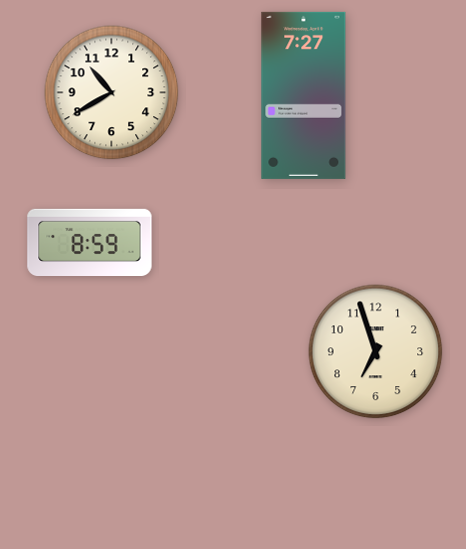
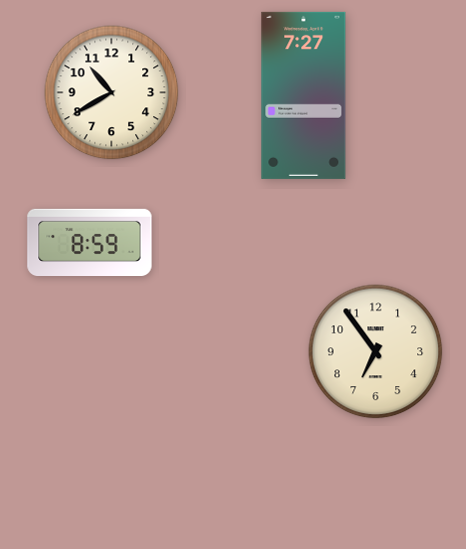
clock at (376, 352): 6:57 -> 6:54
